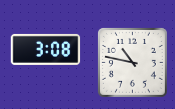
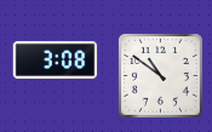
clock at (132, 62): 10:47 -> 10:51
